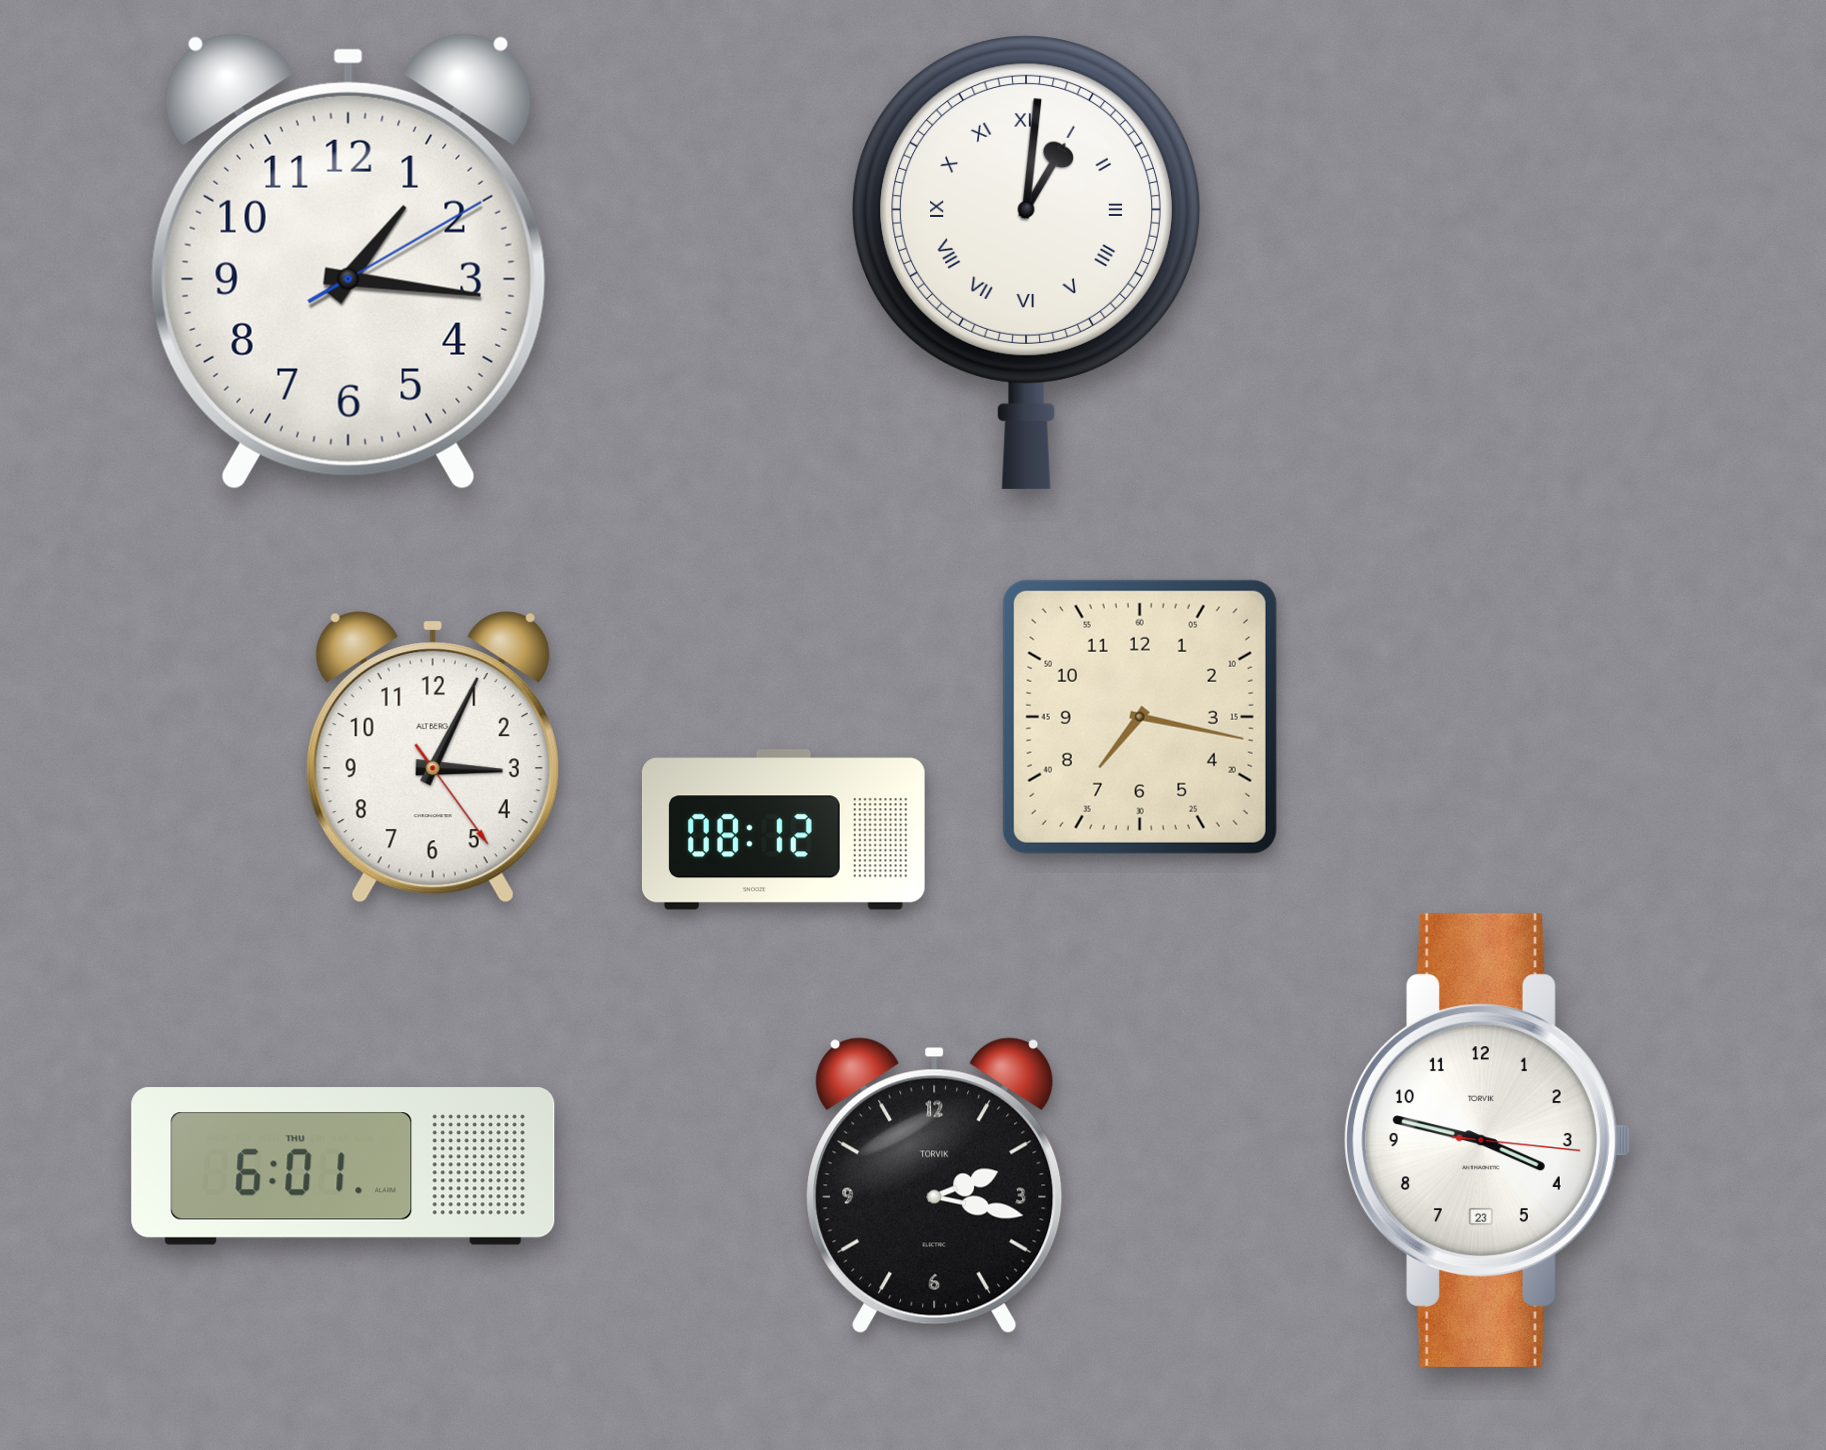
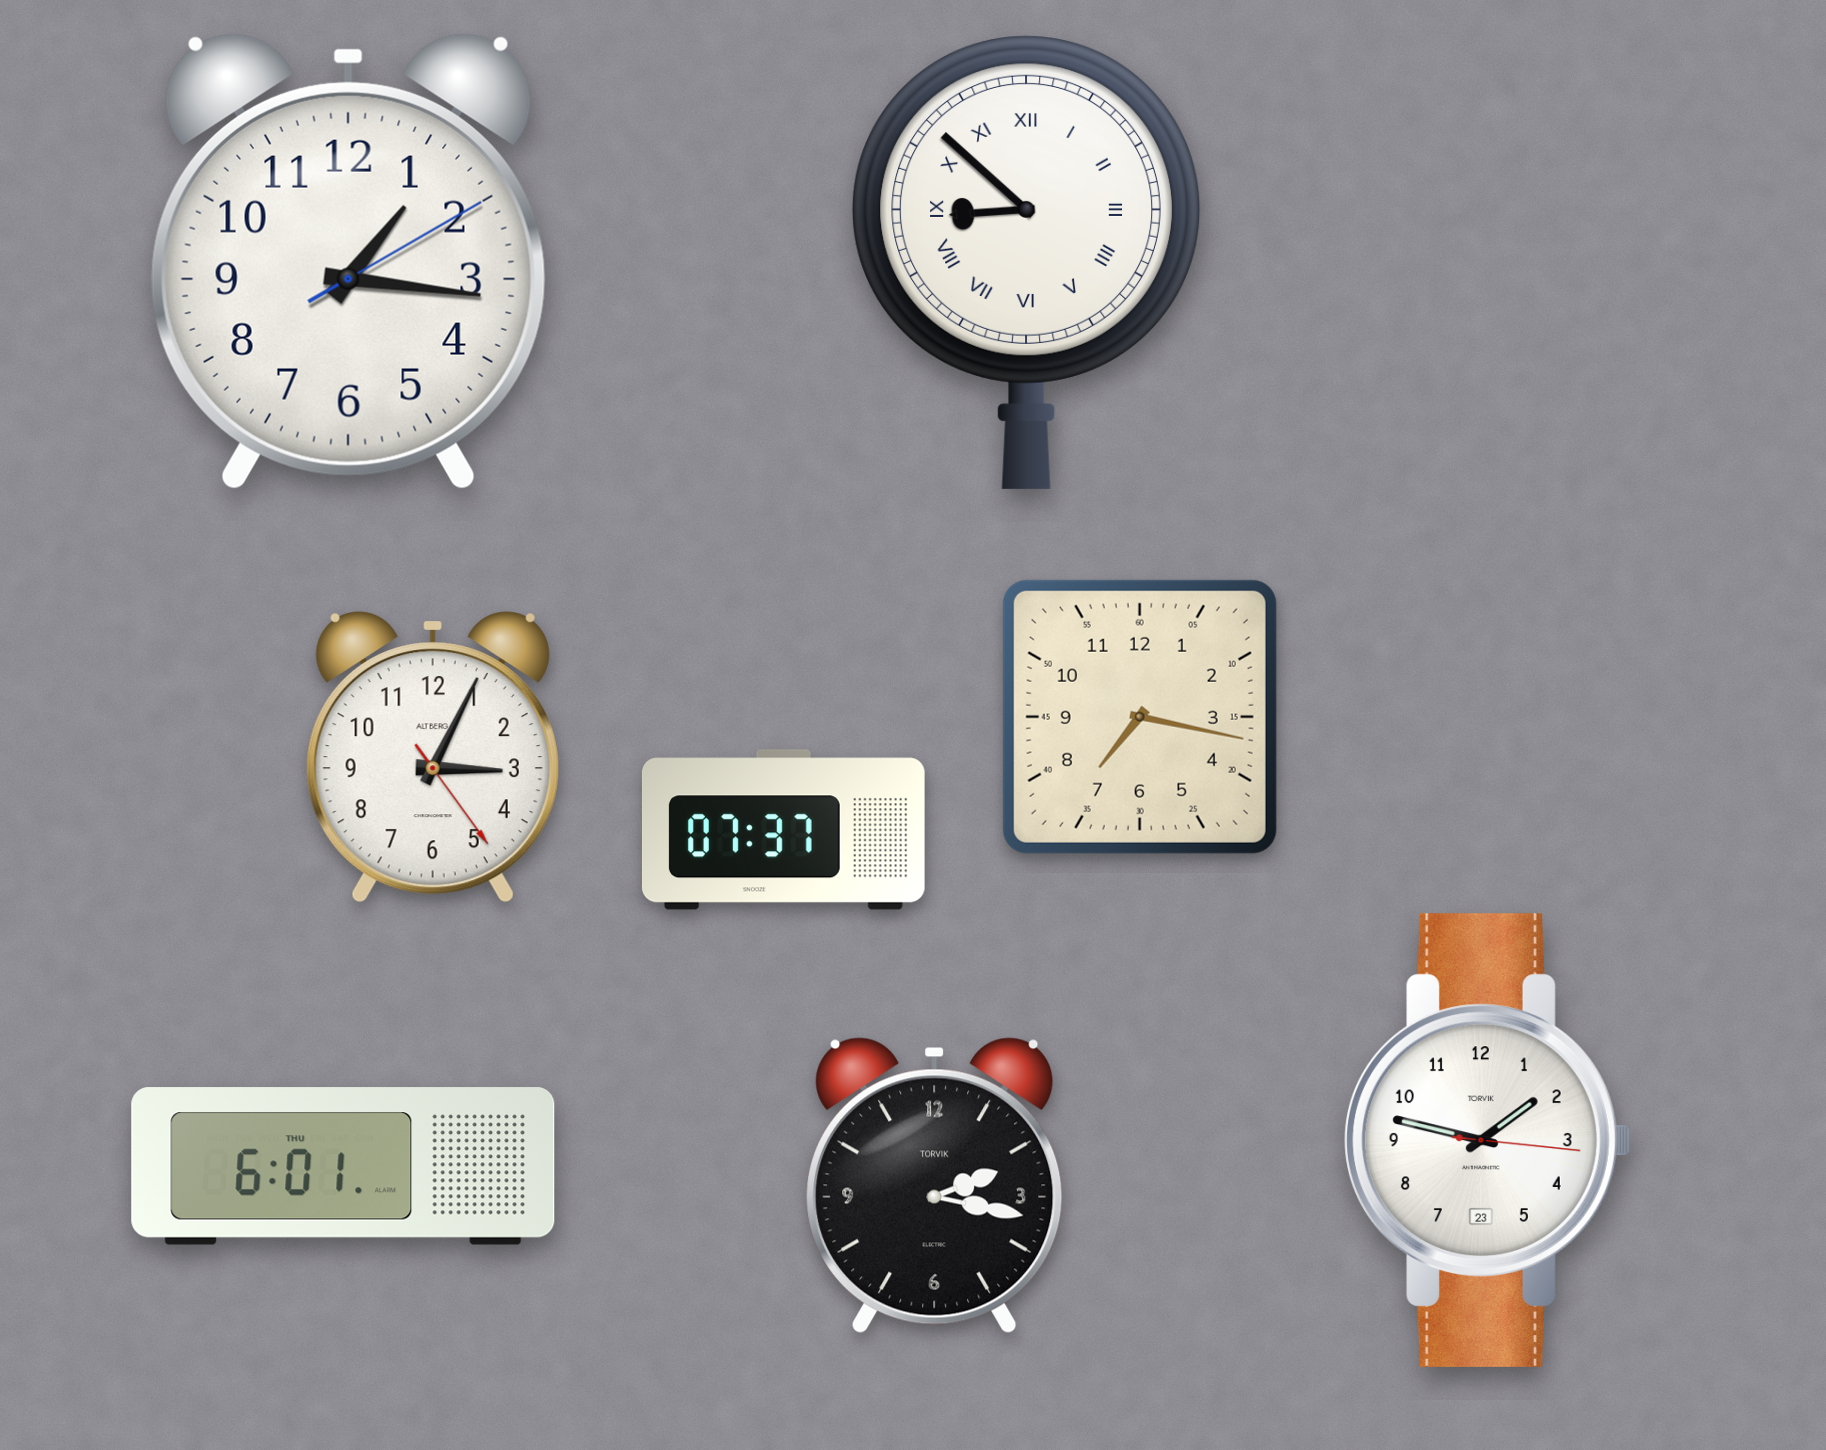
clock at (1026, 263): 1:01 -> 8:52
clock at (783, 830): 08:12 -> 07:37
clock at (1487, 1140): 3:47 -> 1:47
